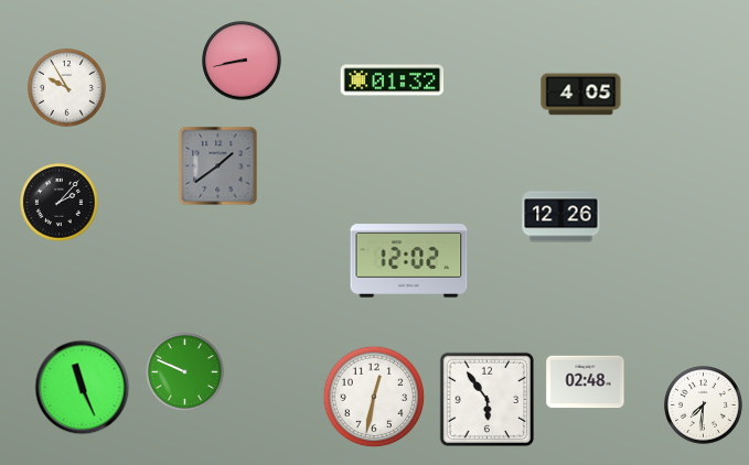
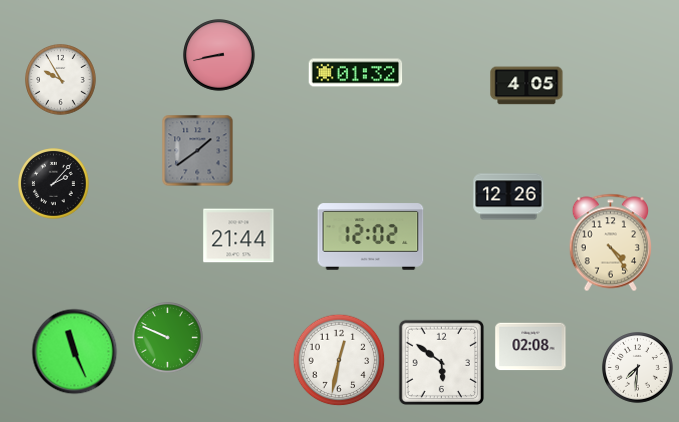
clock at (239, 236): none -> 21:44
clock at (610, 243): none -> 4:24
clock at (586, 382): 02:48 -> 02:08
clock at (486, 399): 5:54 -> 5:51
